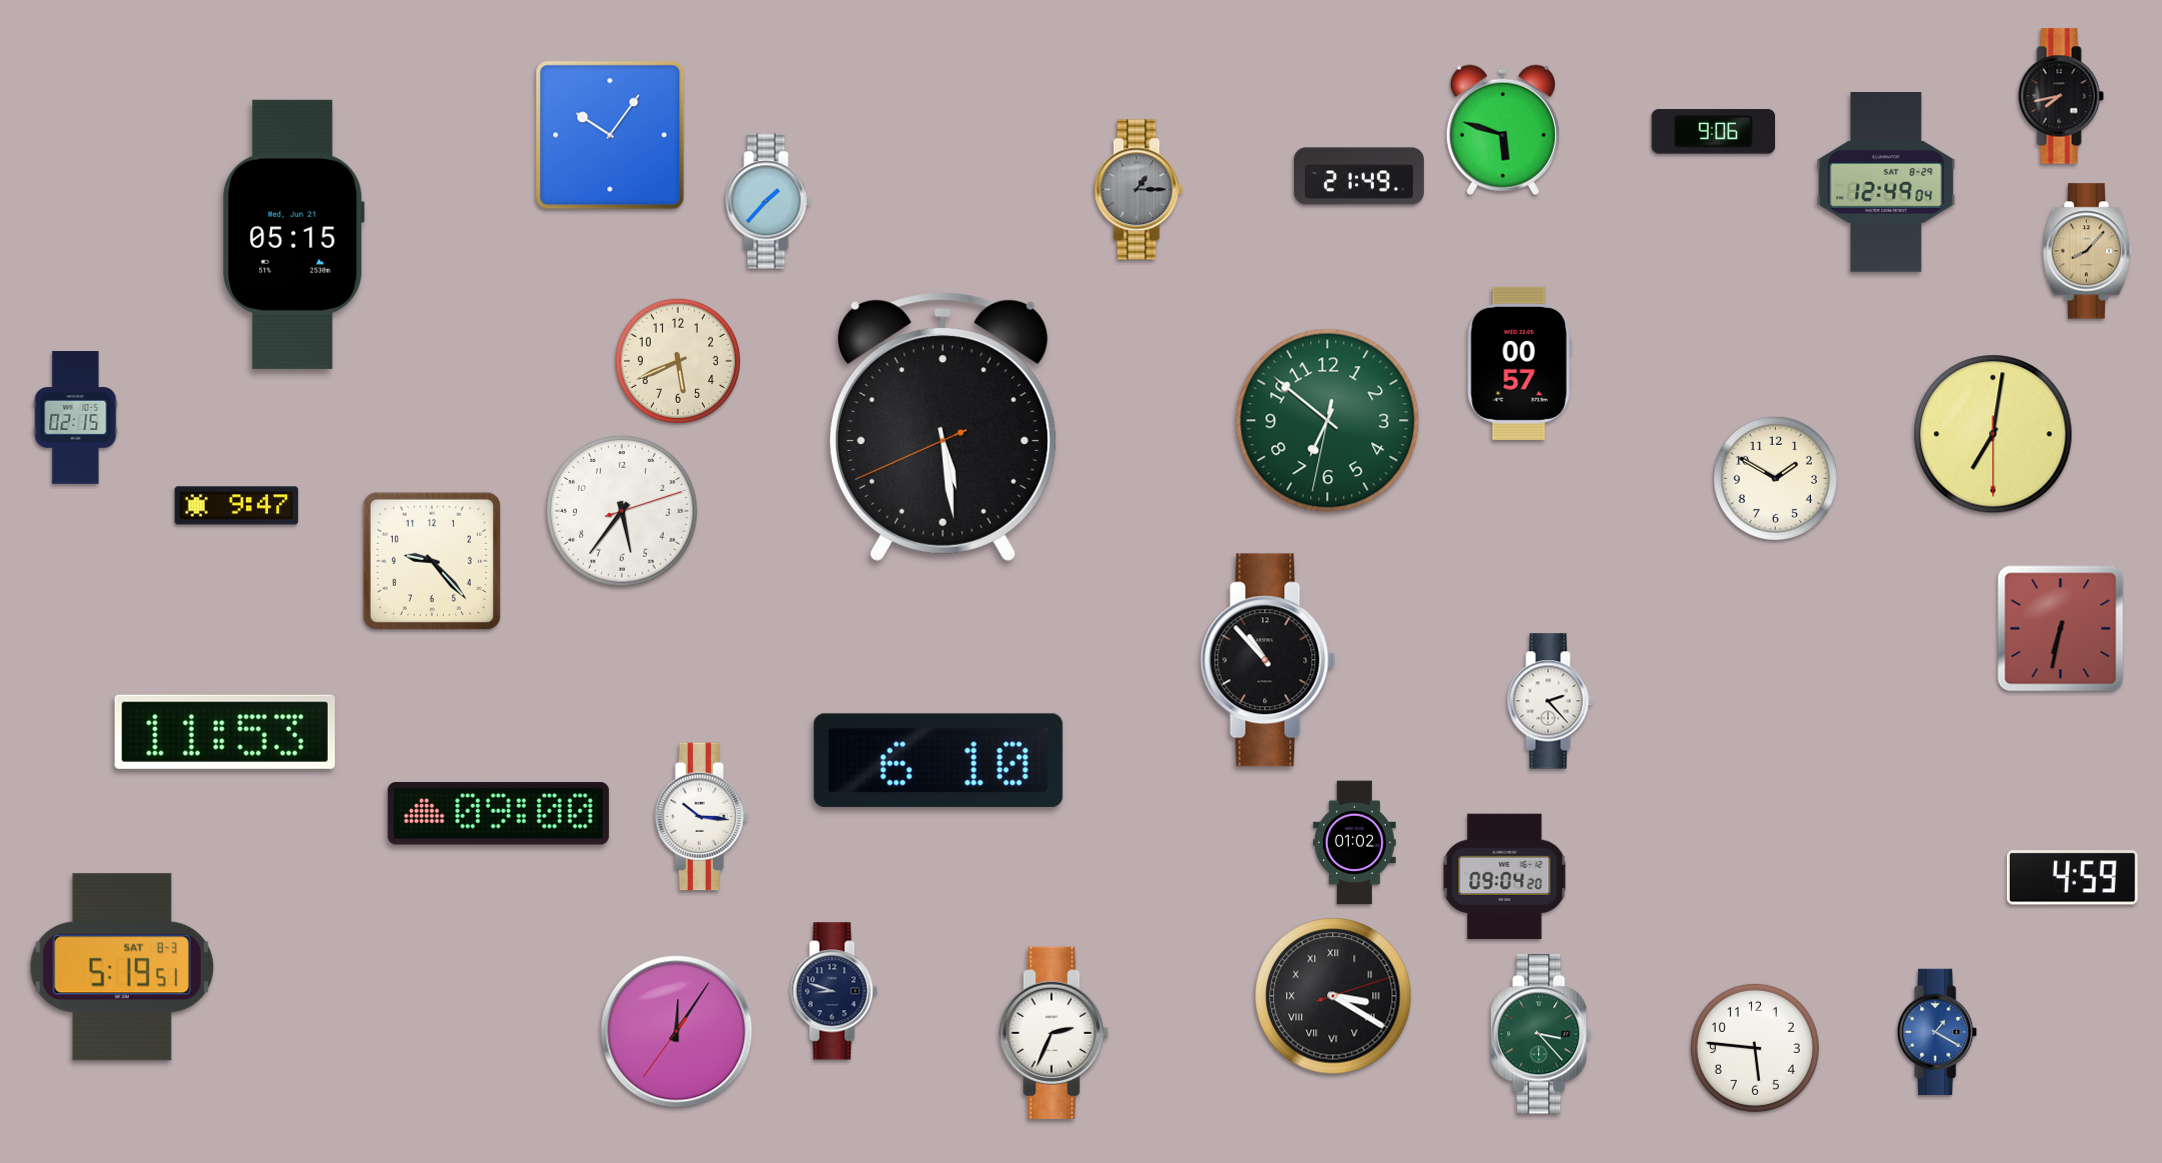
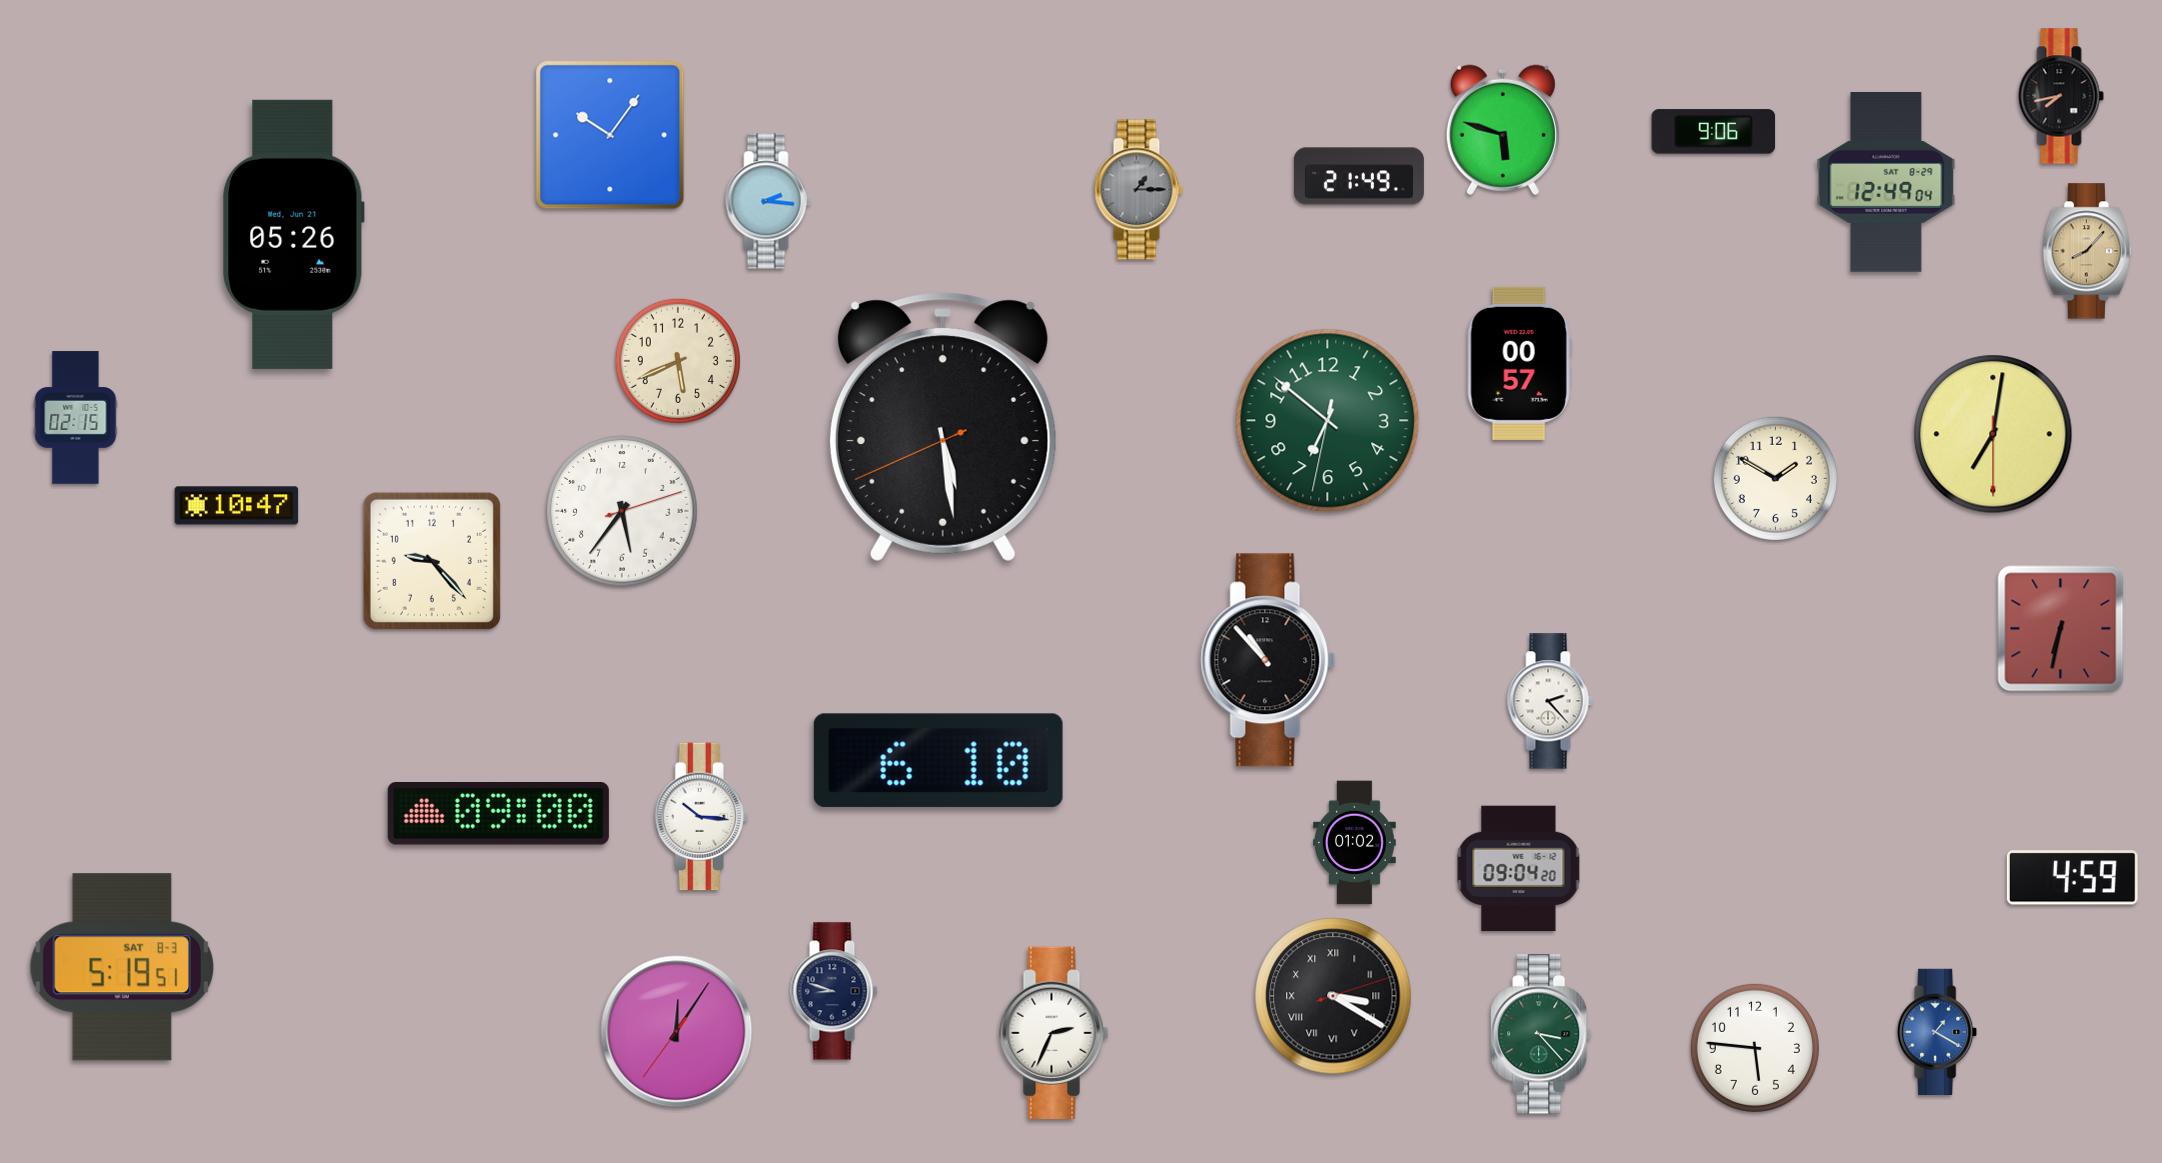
clock at (768, 201): 1:37 -> 2:16
clock at (294, 234): 05:15 -> 05:26
clock at (237, 506): 9:47 -> 10:47
clock at (225, 732): 11:53 -> none
clock at (1505, 876) position: (1505, 876) -> (1519, 868)
